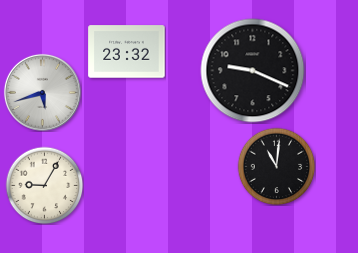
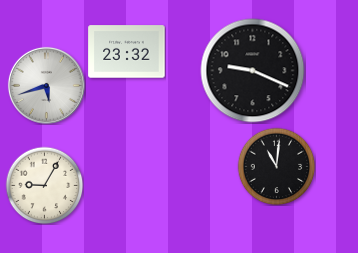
clock at (42, 92) position: (42, 92) -> (46, 85)
